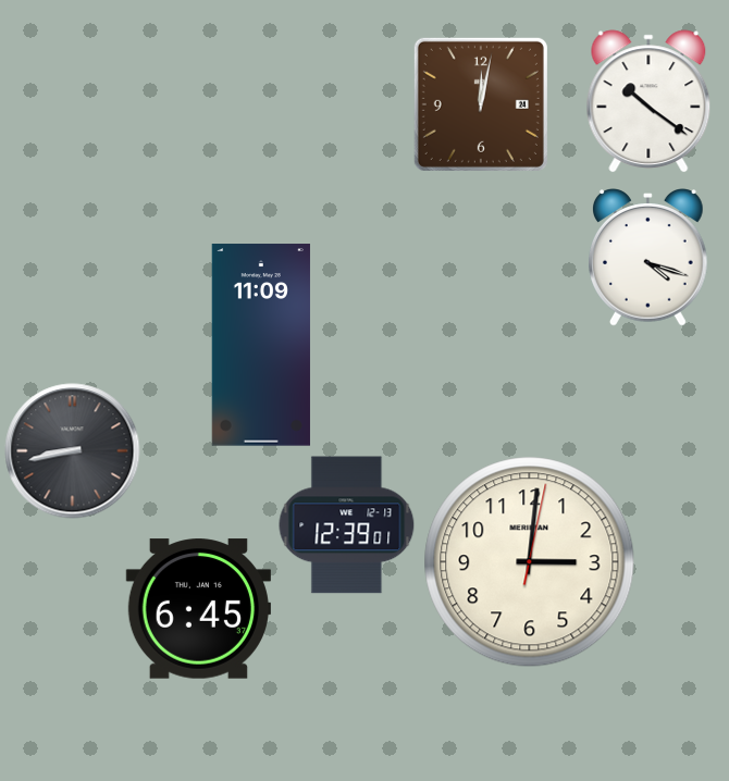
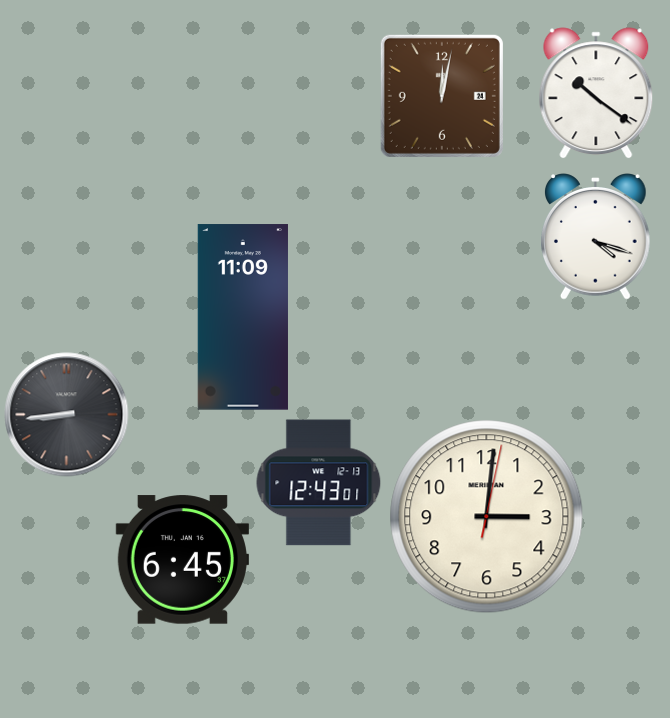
clock at (261, 345) position: (261, 345) -> (243, 317)
clock at (73, 451): 8:43 -> 8:44
clock at (347, 525): 12:39 -> 12:43
